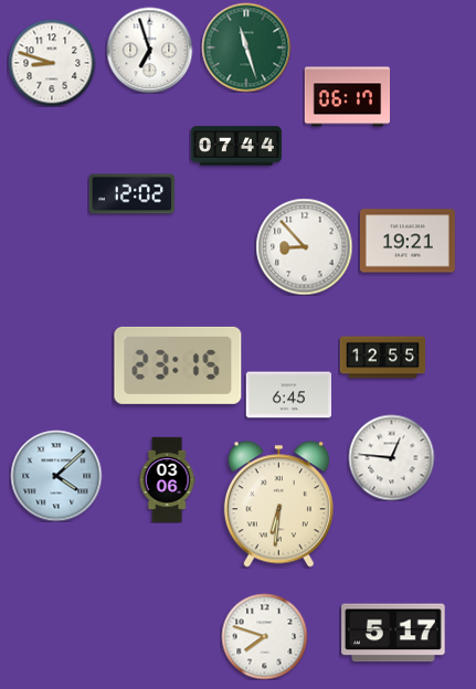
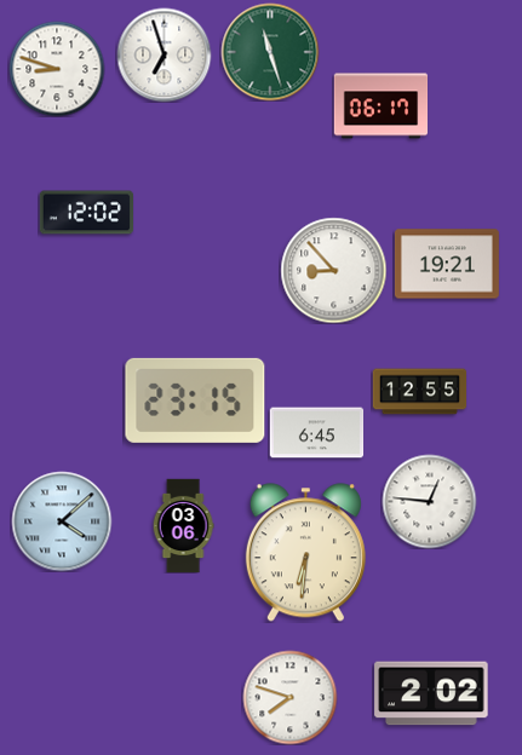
clock at (236, 146): 07:44 -> none
clock at (131, 194) position: (131, 194) -> (86, 213)
clock at (393, 633): 5:17 -> 2:02
